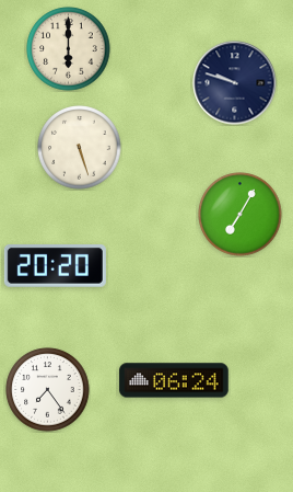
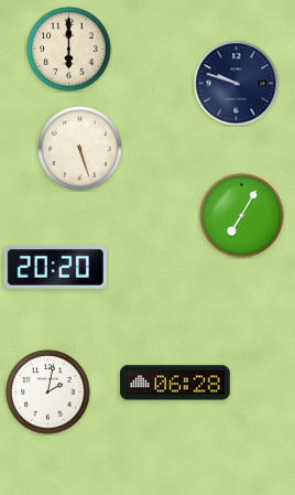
clock at (174, 380): 06:24 -> 06:28
clock at (48, 390): 7:24 -> 2:02
